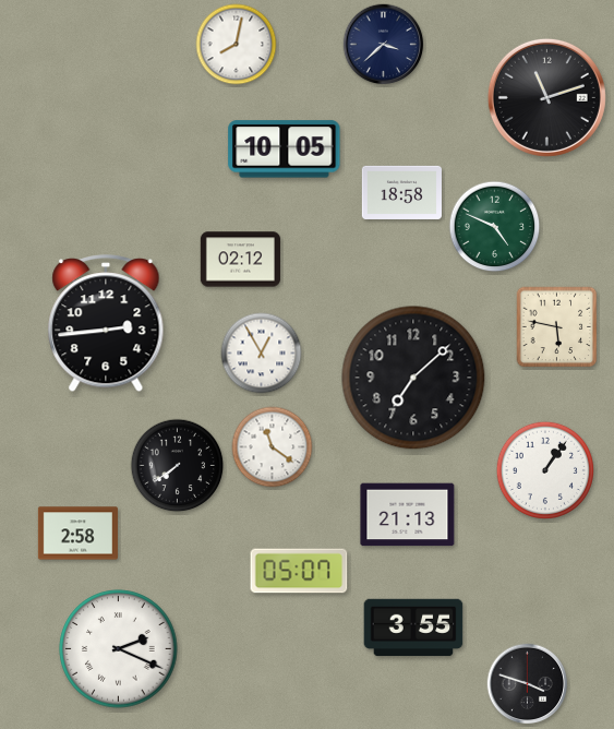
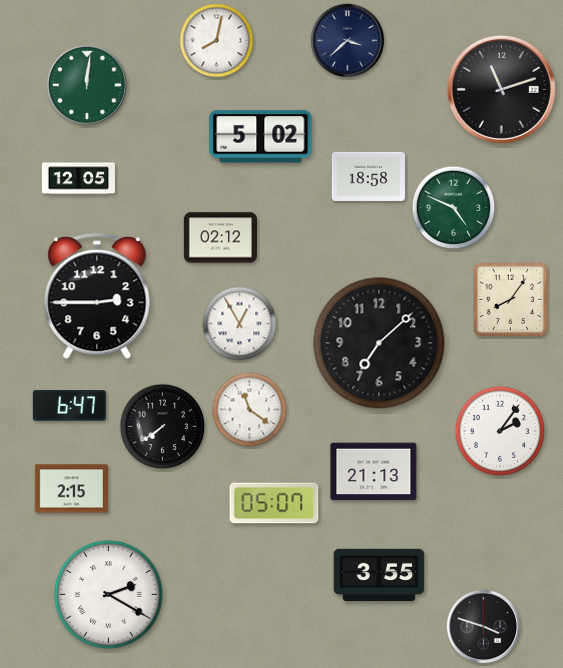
clock at (384, 45) position: (384, 45) -> (348, 41)
clock at (87, 85): none -> 12:01
clock at (285, 150): 10:05 -> 5:02
clock at (78, 179): none -> 12:05
clock at (106, 324): 2:44 -> 2:45
clock at (557, 327): 5:47 -> 8:06
clock at (413, 378) position: (413, 378) -> (379, 343)
clock at (69, 406): none -> 6:47
clock at (544, 469): 1:06 -> 2:06
clock at (77, 534): 2:58 -> 2:15
clock at (299, 571) position: (299, 571) -> (274, 503)
clock at (119, 649): 2:19 -> 2:20
